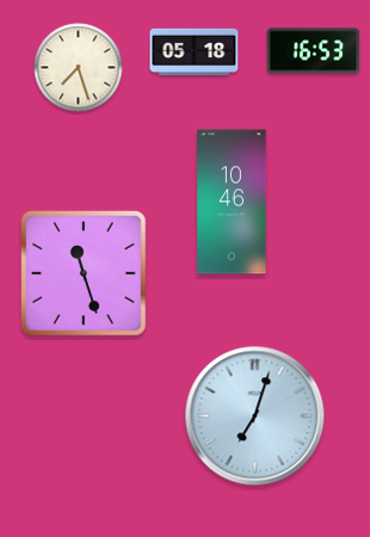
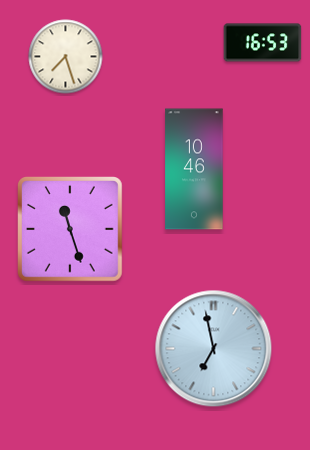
clock at (195, 51): 05:18 -> none
clock at (255, 416): 7:03 -> 6:58
